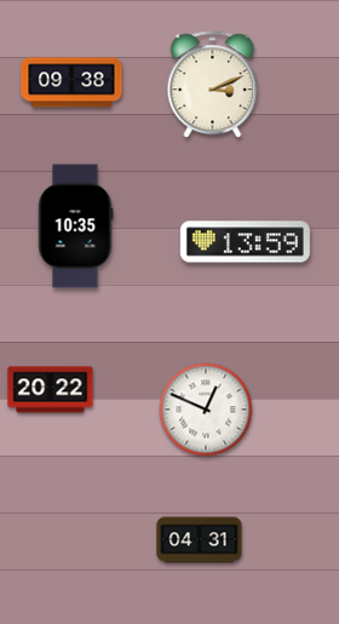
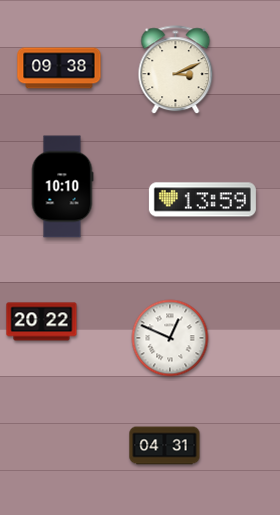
clock at (75, 227): 10:35 -> 10:10
